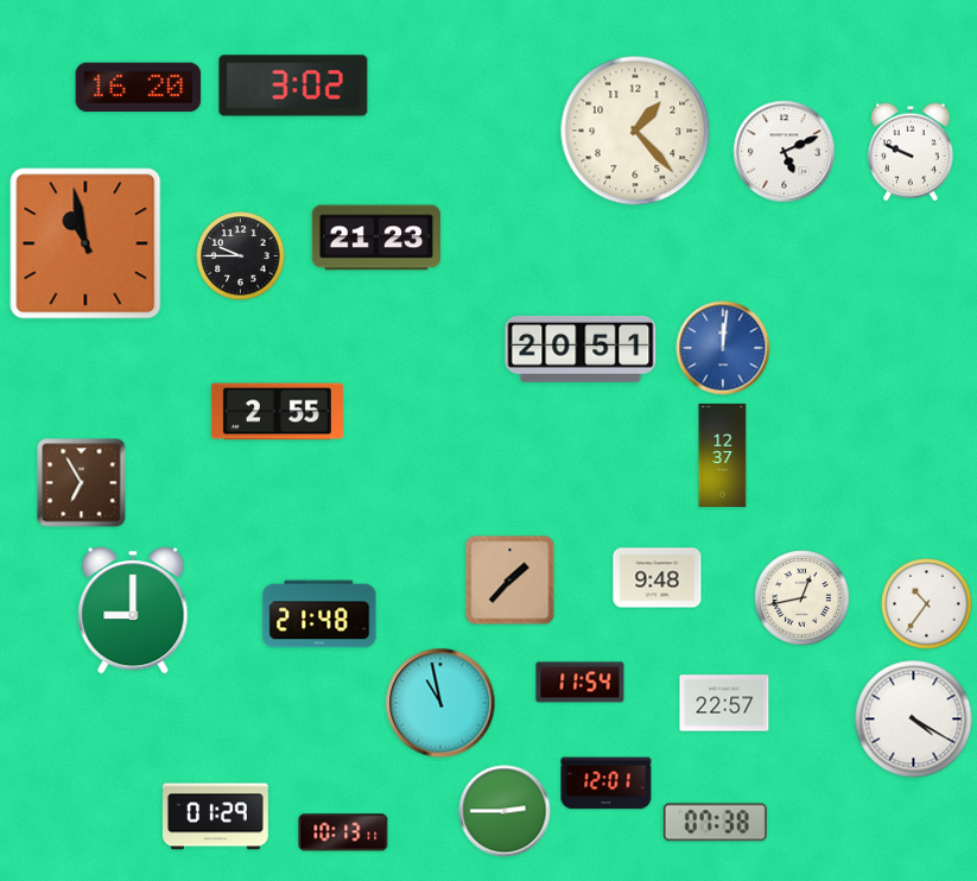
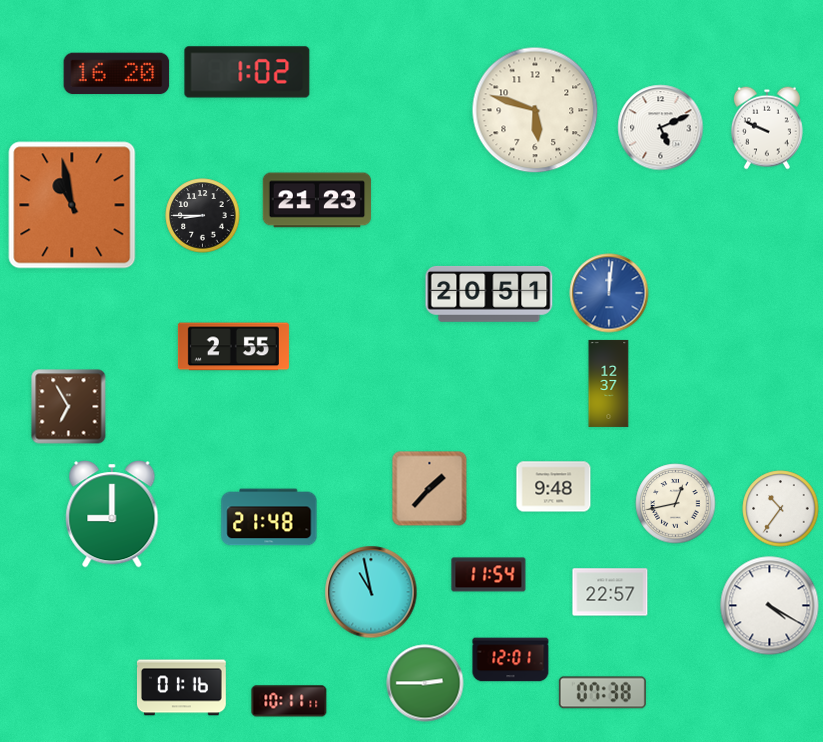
clock at (293, 85): 3:02 -> 1:02
clock at (635, 131): 1:23 -> 5:48
clock at (241, 256): 9:45 -> 8:45
clock at (216, 817): 01:29 -> 01:16
clock at (343, 832): 10:13 -> 10:11
